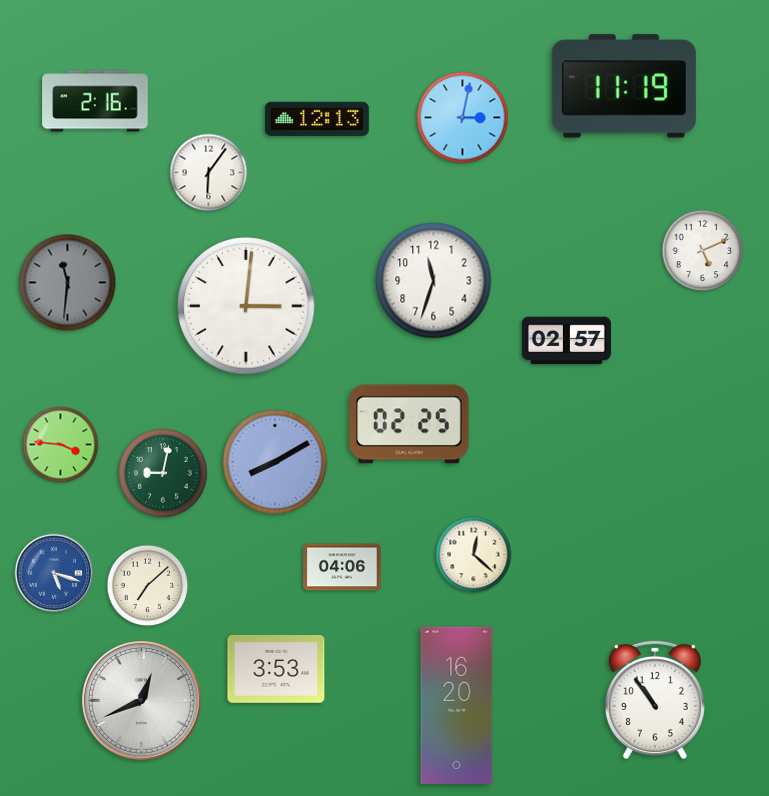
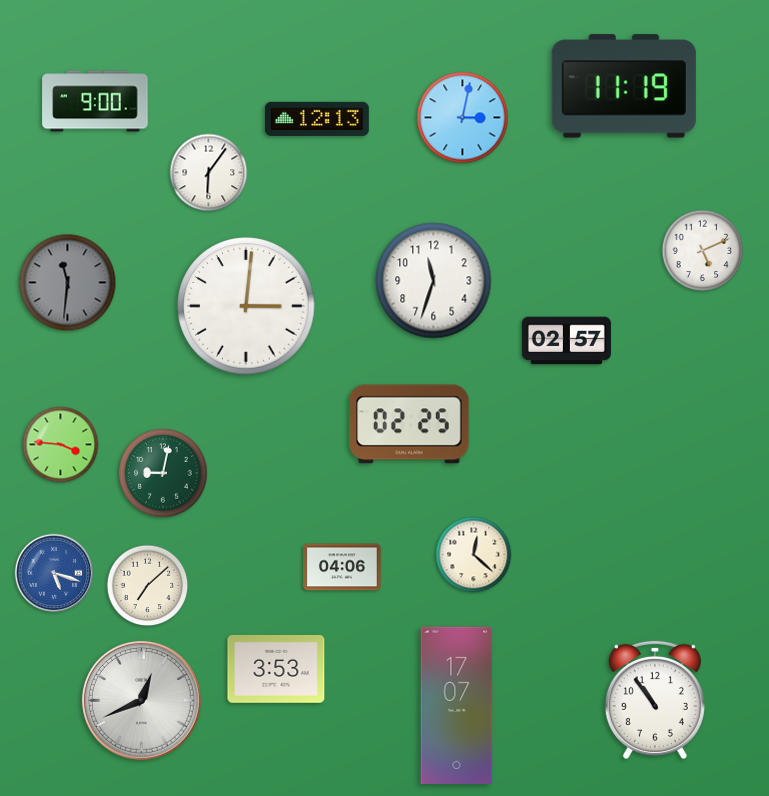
clock at (95, 101): 2:16 -> 9:00
clock at (275, 462): 8:10 -> none
clock at (457, 705): 16:20 -> 17:07
